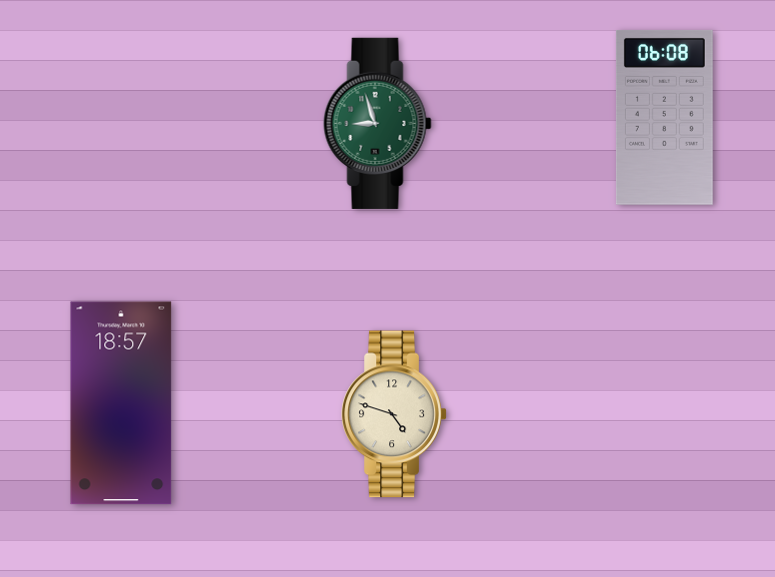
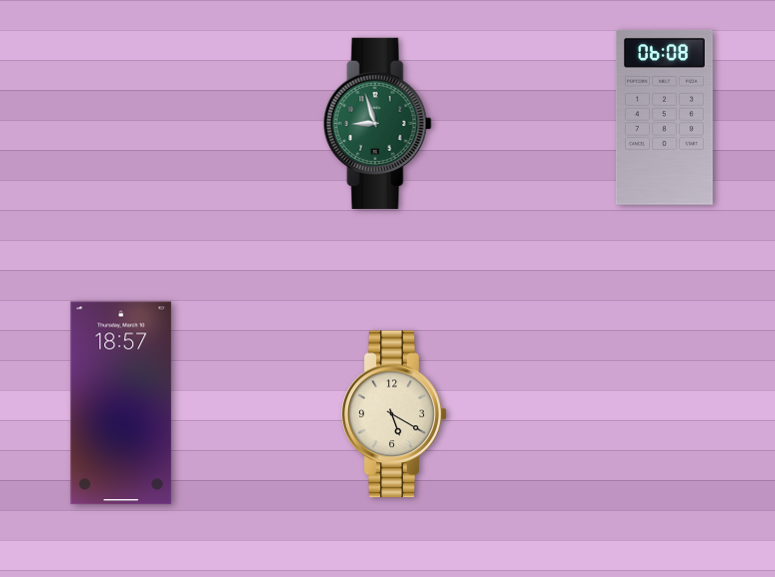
clock at (394, 414): 4:48 -> 5:20
